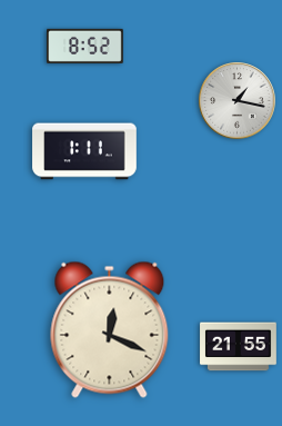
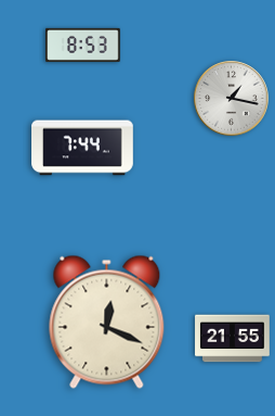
clock at (85, 46): 8:52 -> 8:53
clock at (84, 151): 1:11 -> 7:44
